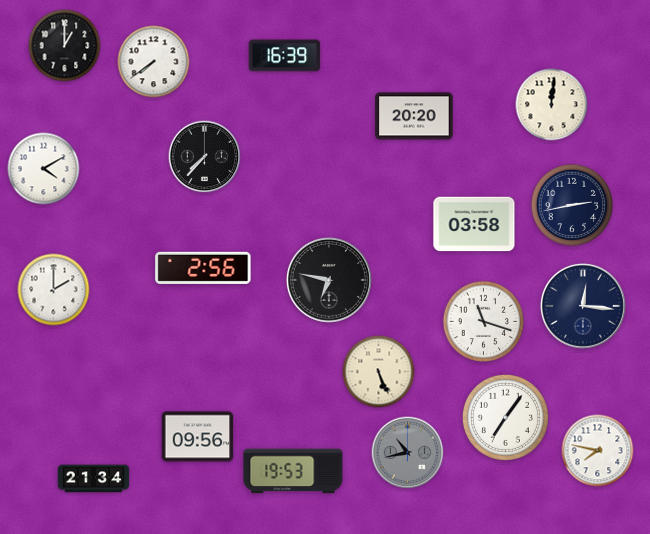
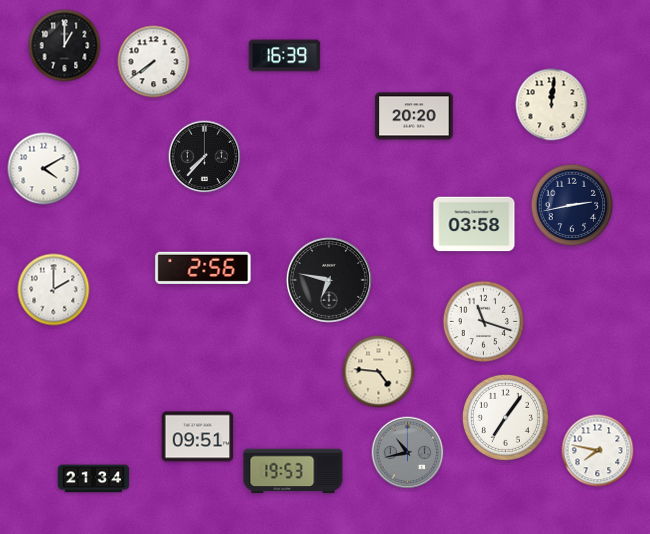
clock at (583, 306): 12:16 -> none
clock at (379, 372): 5:26 -> 4:46
clock at (198, 437): 09:56 -> 09:51
